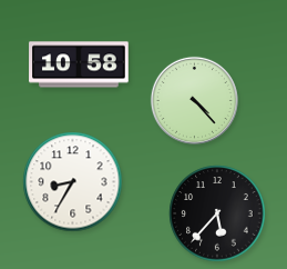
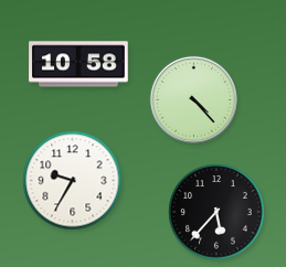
clock at (73, 182): 8:35 -> 9:35
